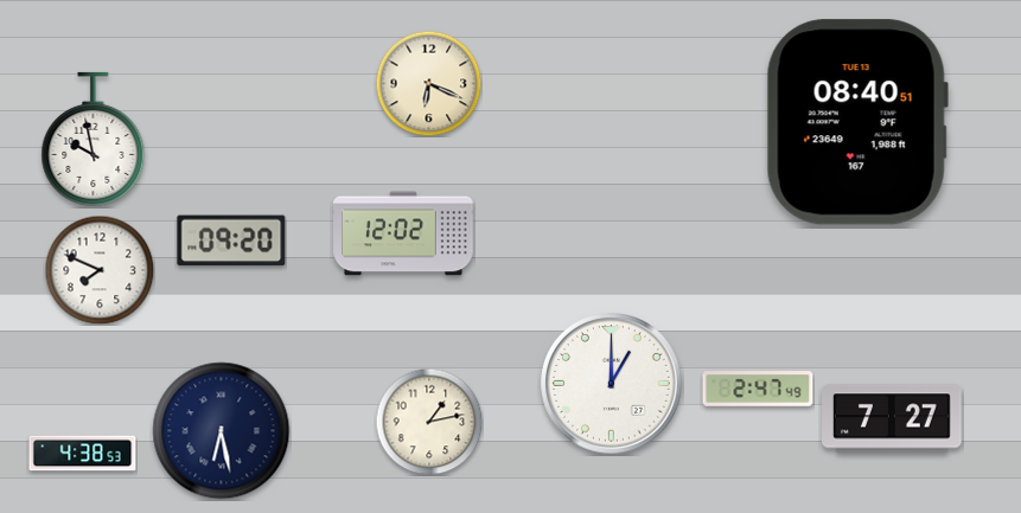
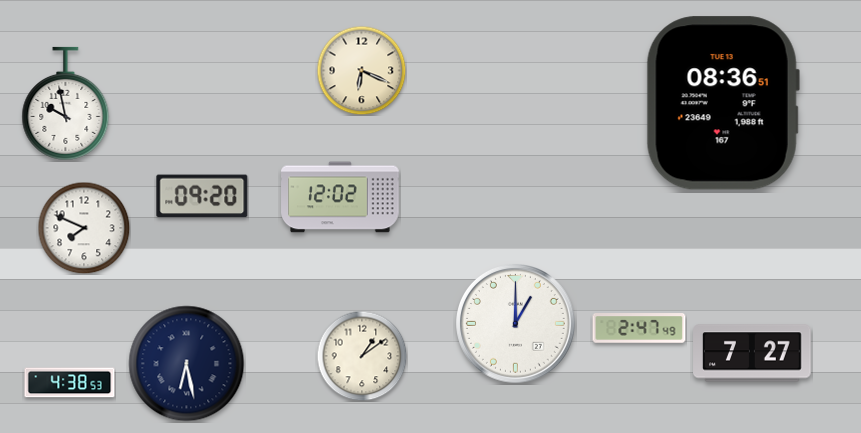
clock at (857, 122): 08:40 -> 08:36
clock at (94, 139) position: (94, 139) -> (66, 103)
clock at (231, 241) position: (231, 241) -> (202, 196)
clock at (429, 422): 1:13 -> 1:09
